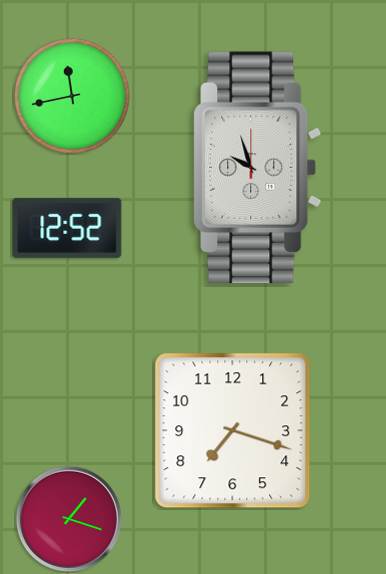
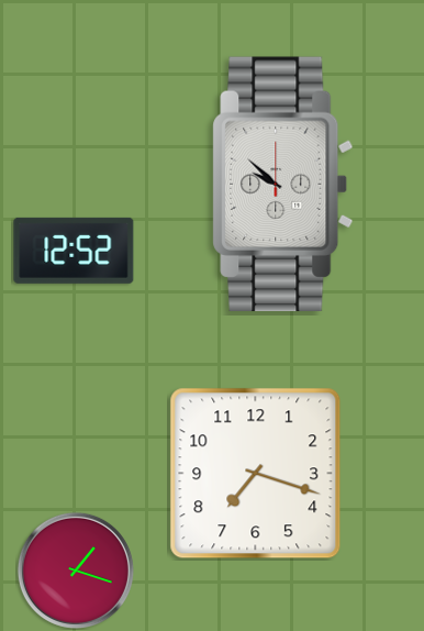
clock at (72, 96): 11:43 -> none
clock at (258, 168): 9:57 -> 9:52
